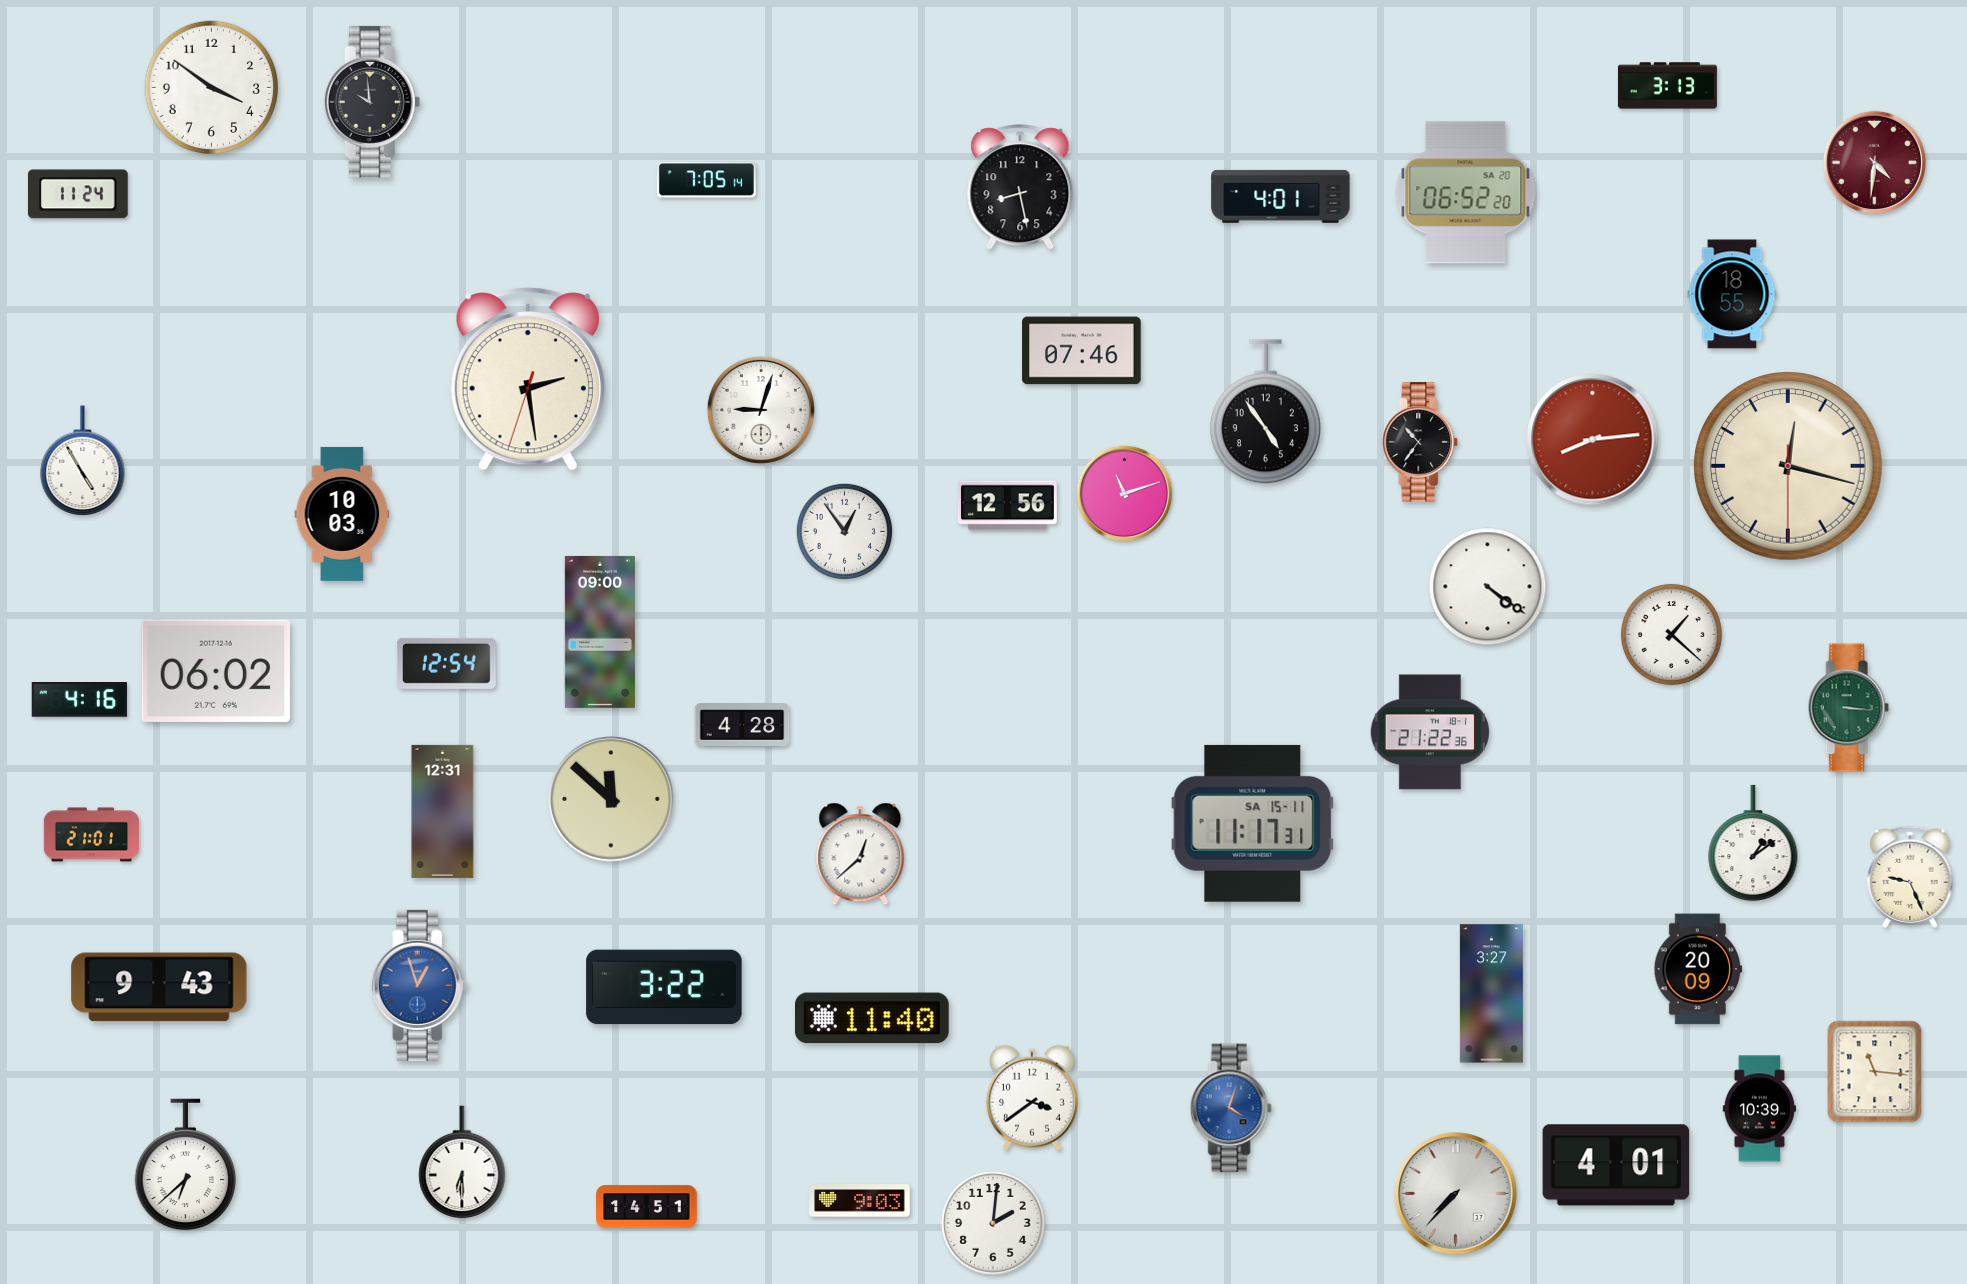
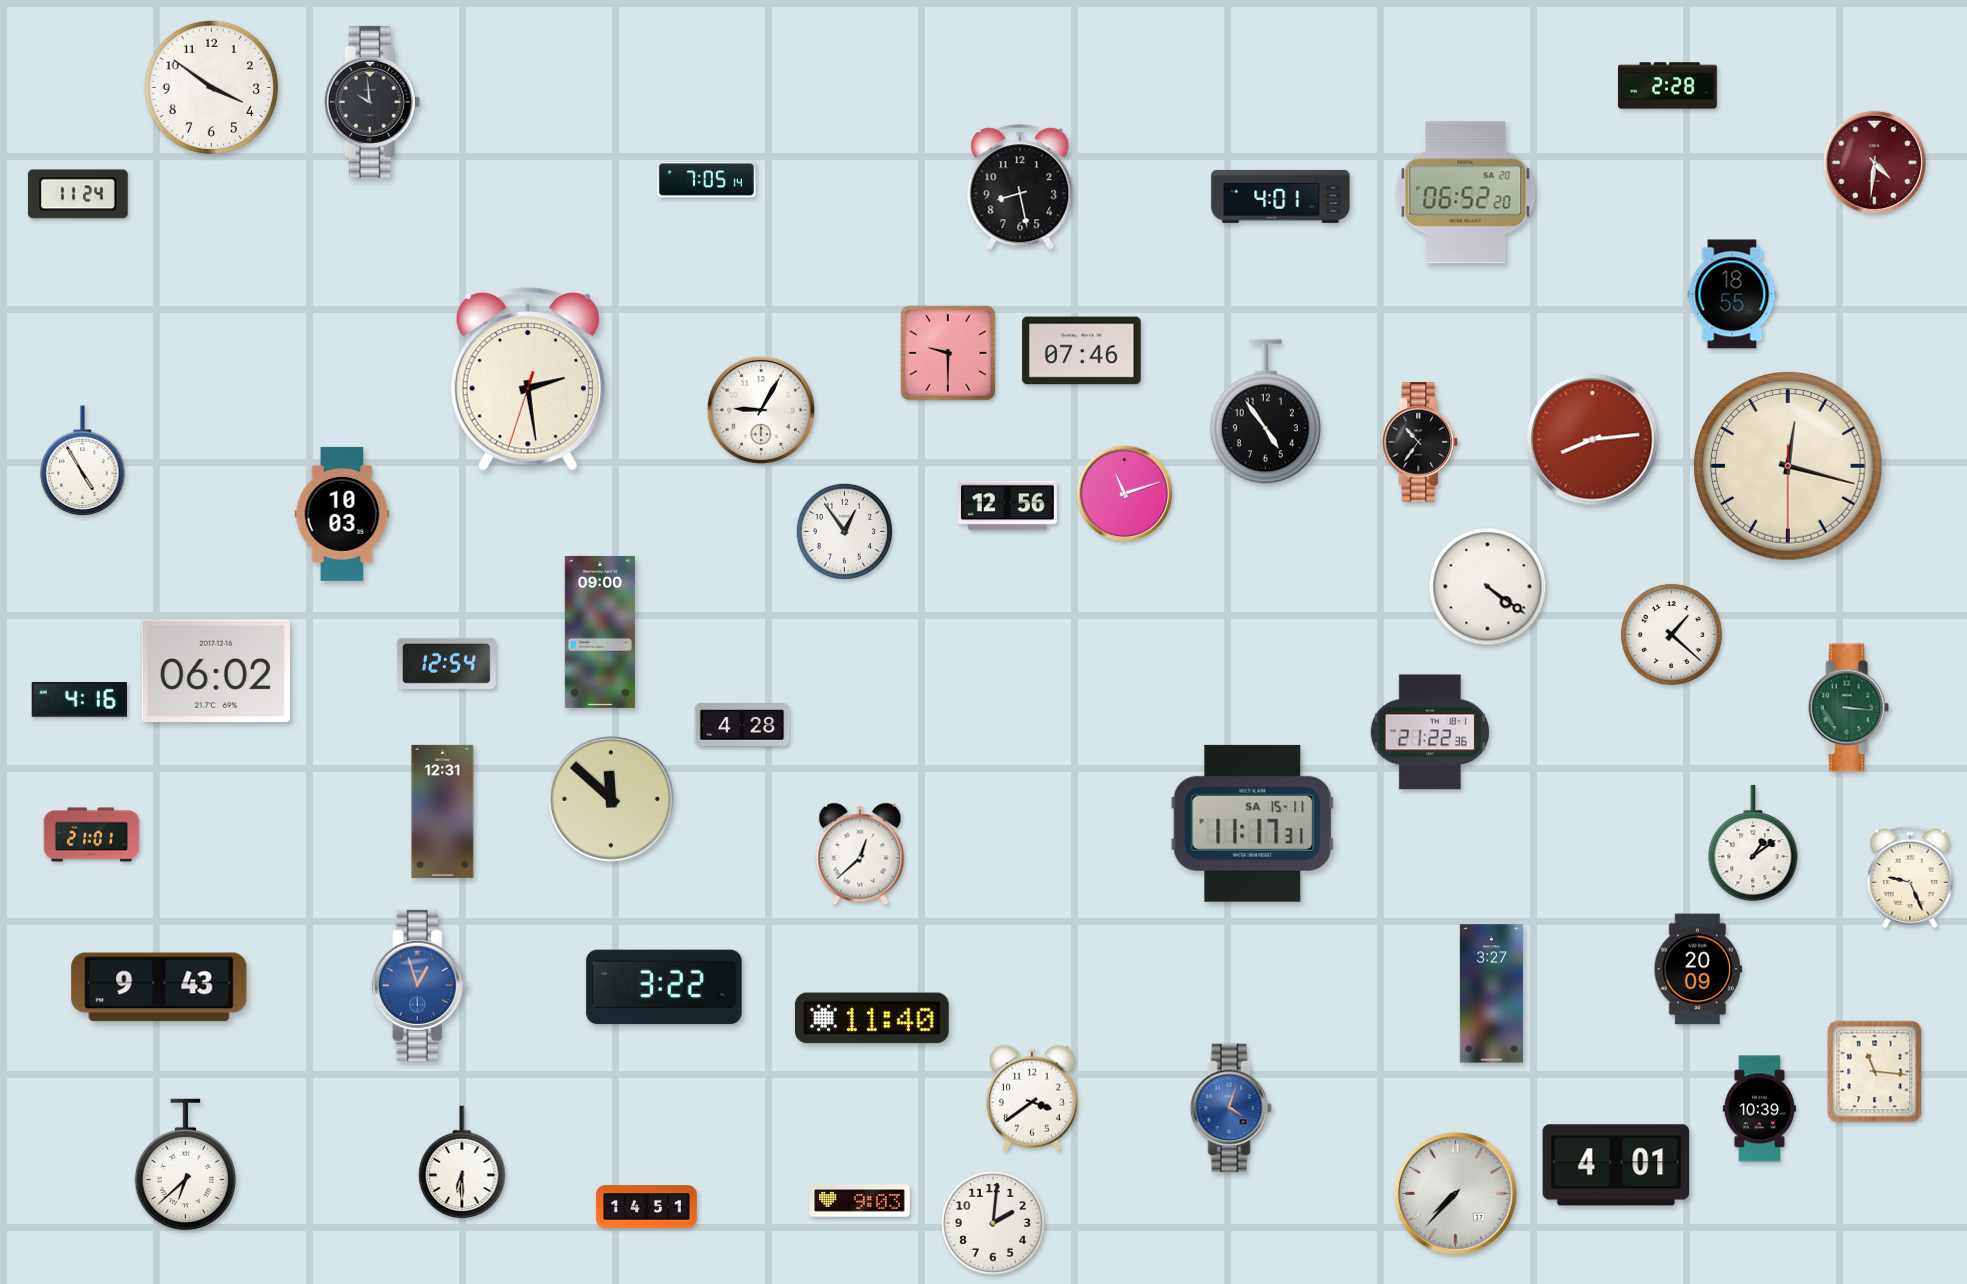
clock at (1667, 86): 3:13 -> 2:28
clock at (948, 353): none -> 9:30
clock at (761, 410): 9:03 -> 9:05
